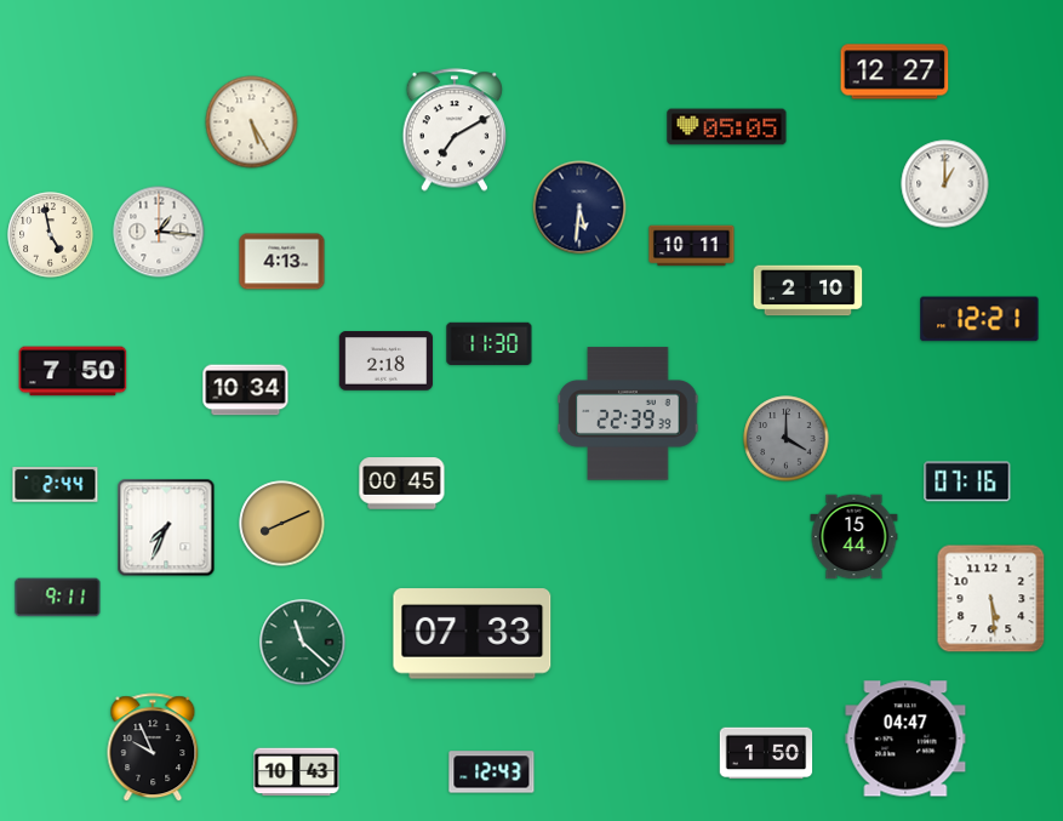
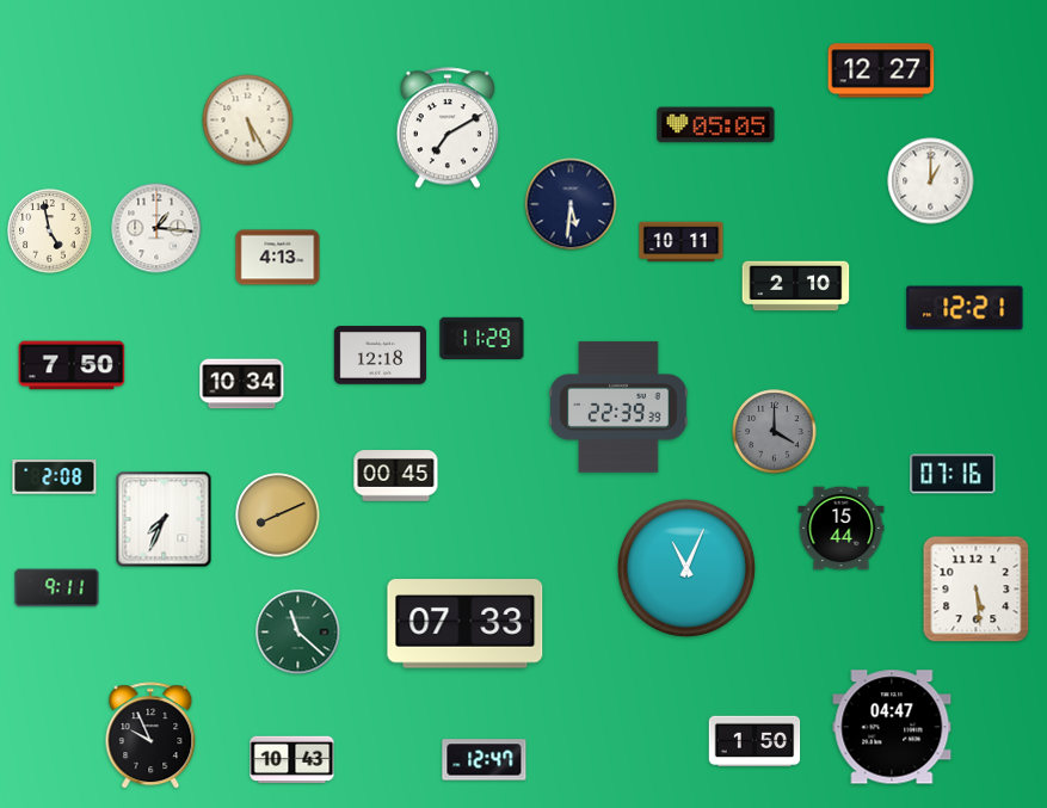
clock at (979, 319) position: (979, 319) -> (965, 308)
clock at (490, 343): 11:30 -> 11:29
clock at (385, 361): 2:18 -> 12:18
clock at (56, 485): 2:44 -> 2:08
clock at (686, 568): none -> 11:04
clock at (492, 772): 12:43 -> 12:47
